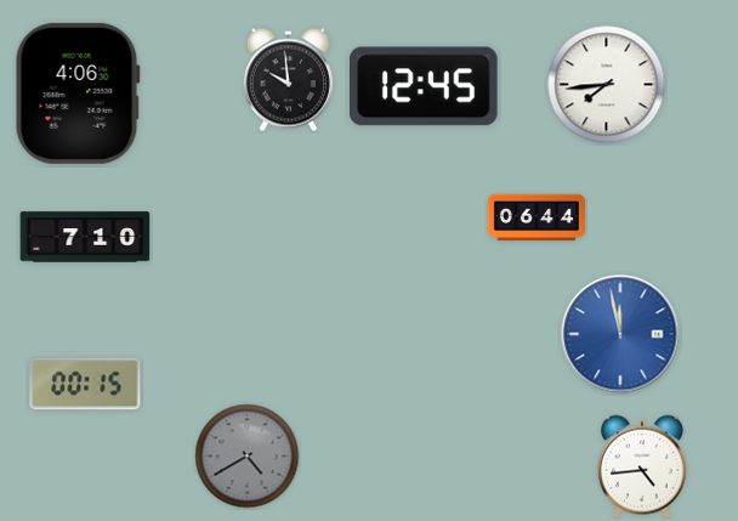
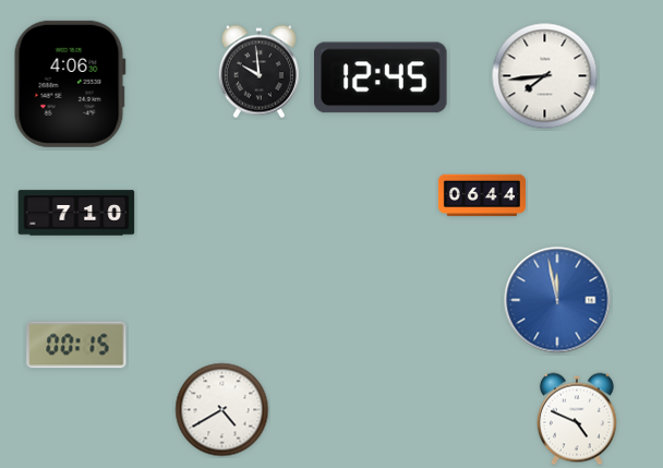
clock at (248, 457) dial: grey -> white
clock at (642, 466): 4:44 -> 4:49
